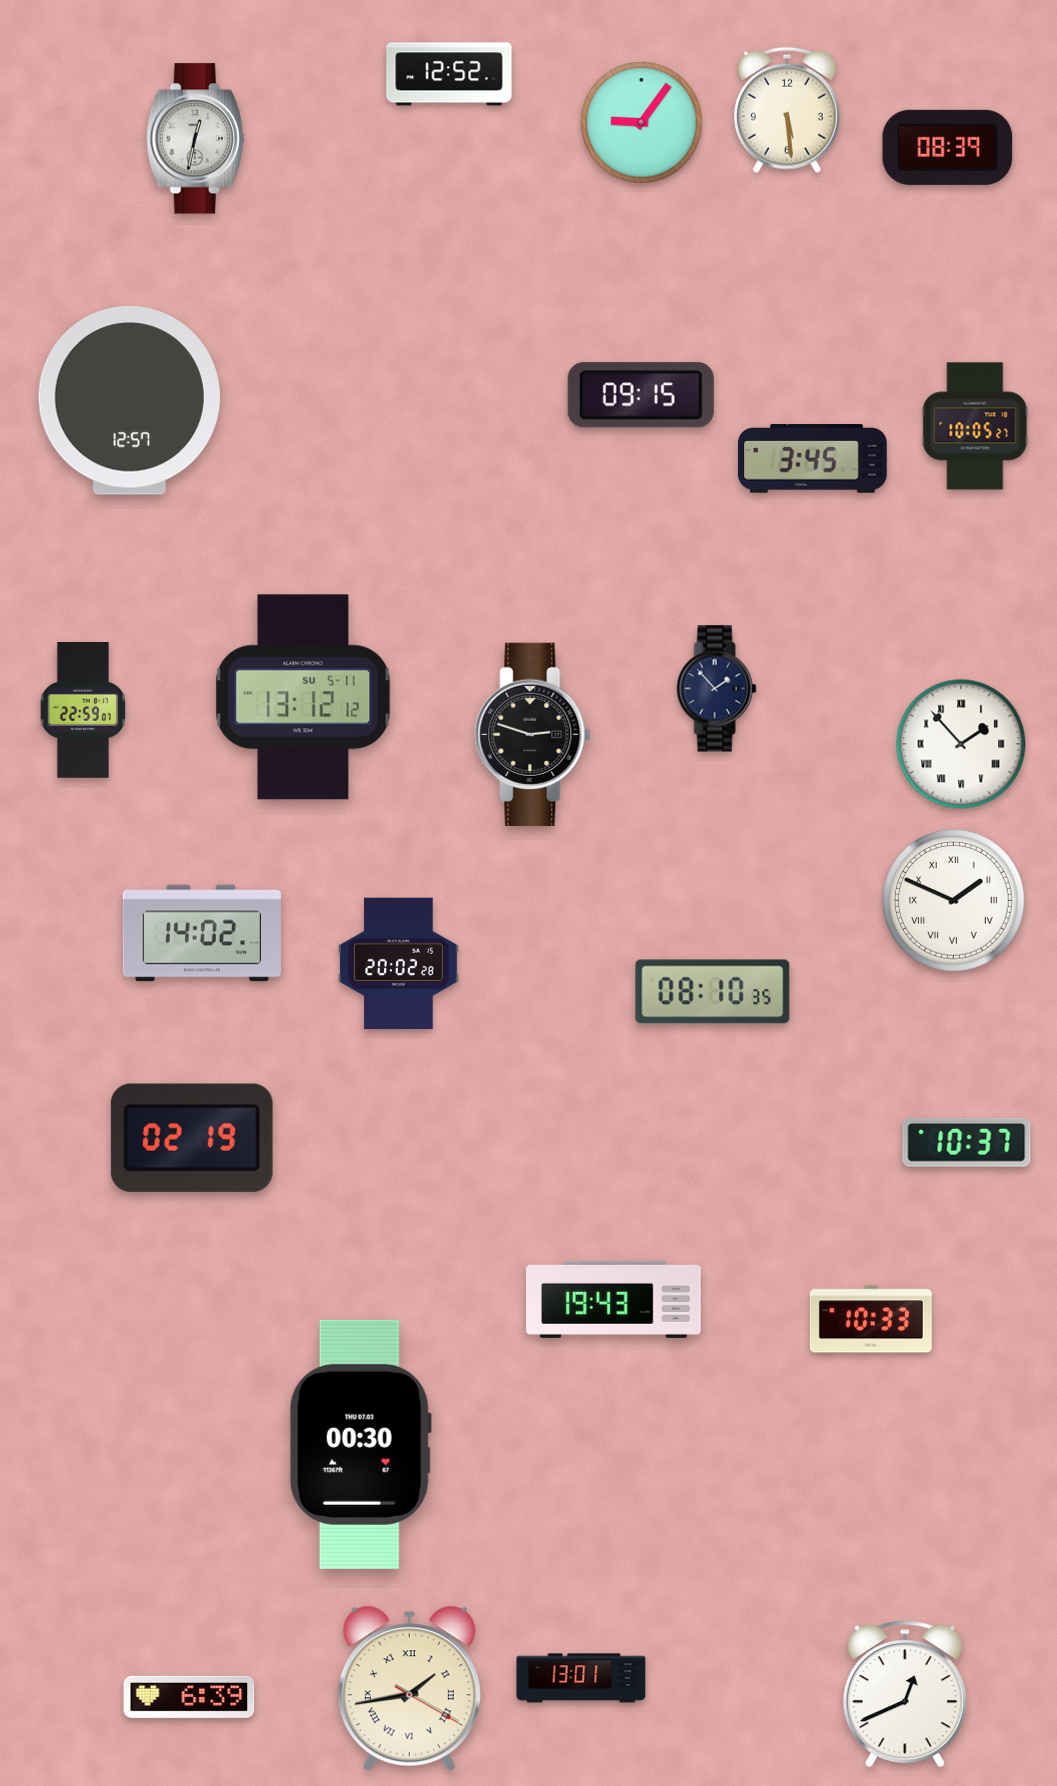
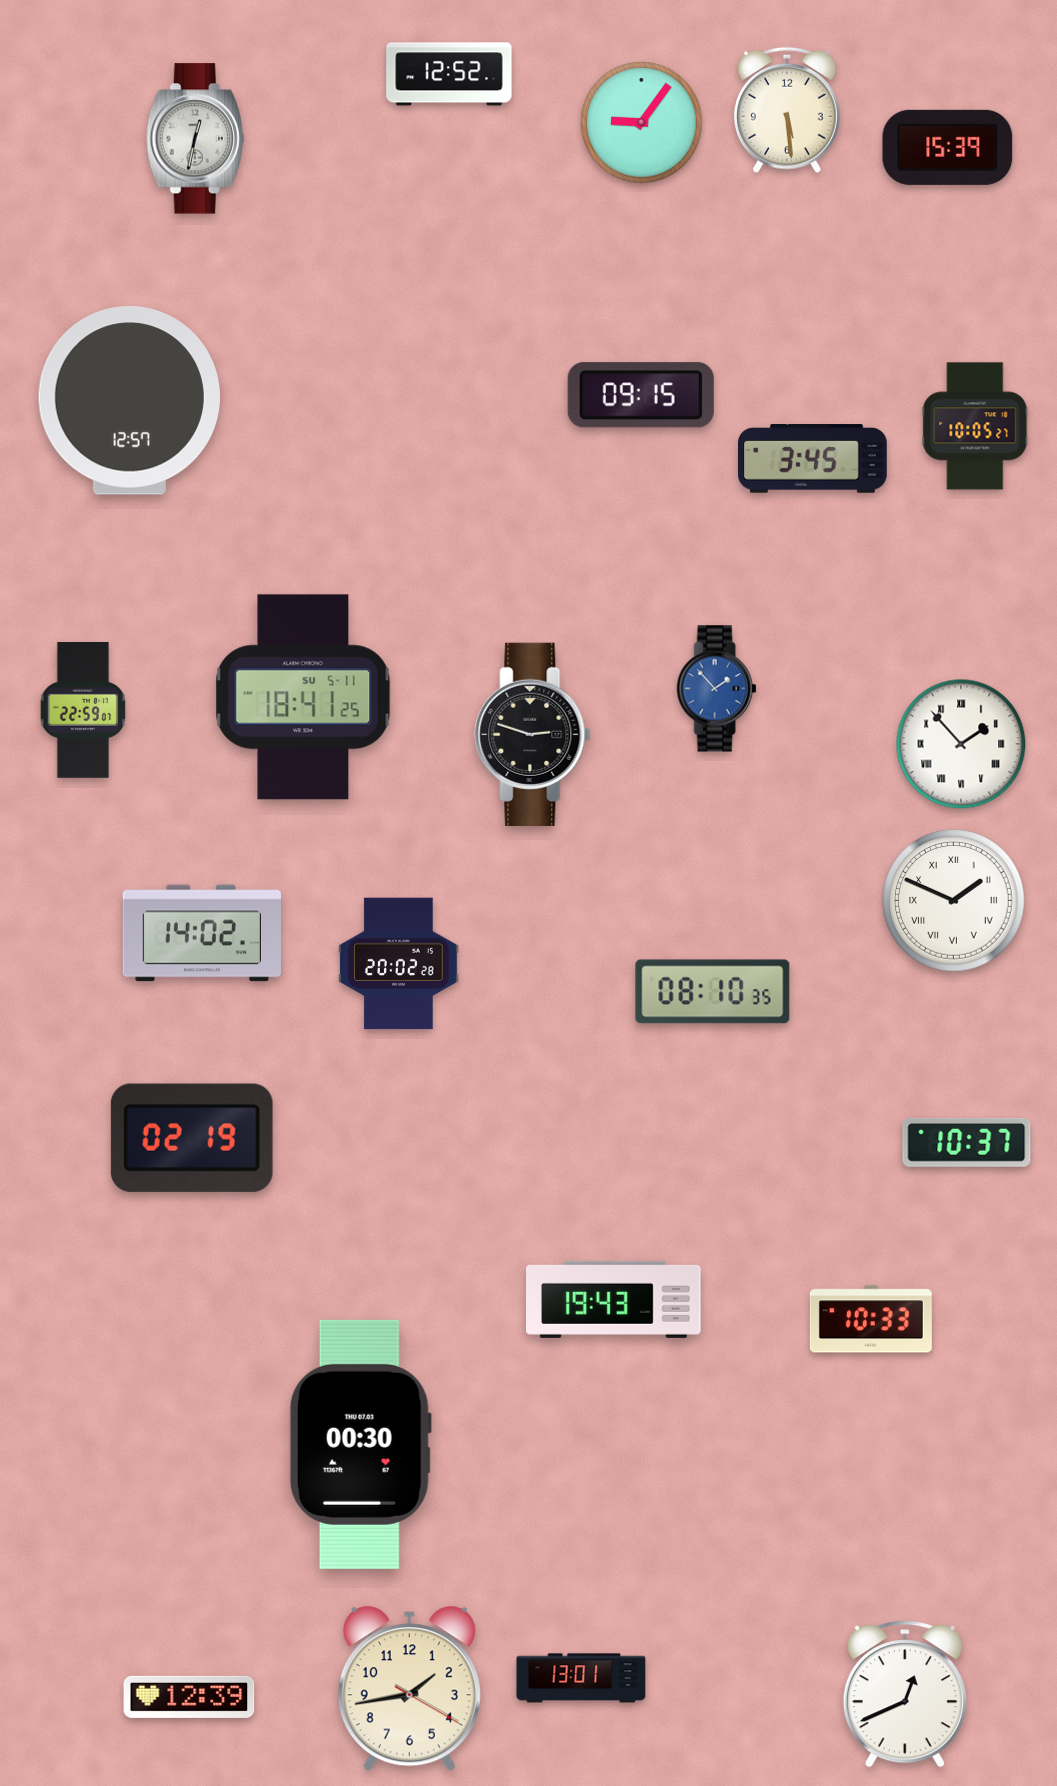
clock at (948, 147): 08:39 -> 15:39
clock at (717, 689) dial: navy -> blue
clock at (303, 697): 13:12 -> 18:41
clock at (409, 1689) numerals: Roman -> Arabic
clock at (189, 1697): 6:39 -> 12:39
